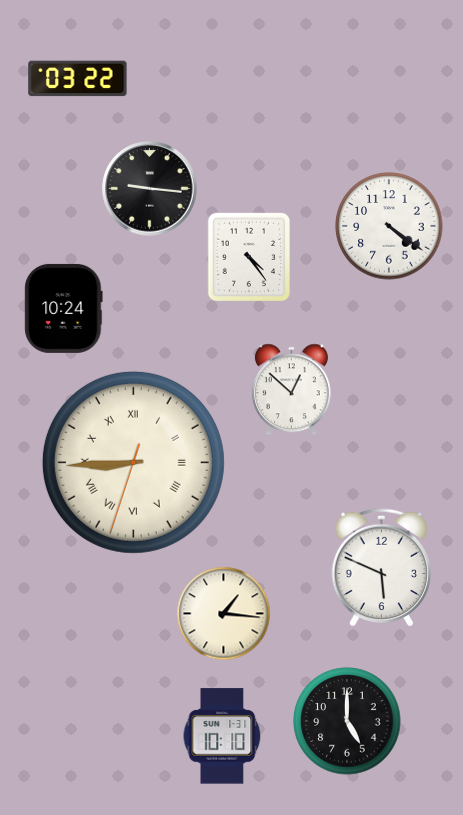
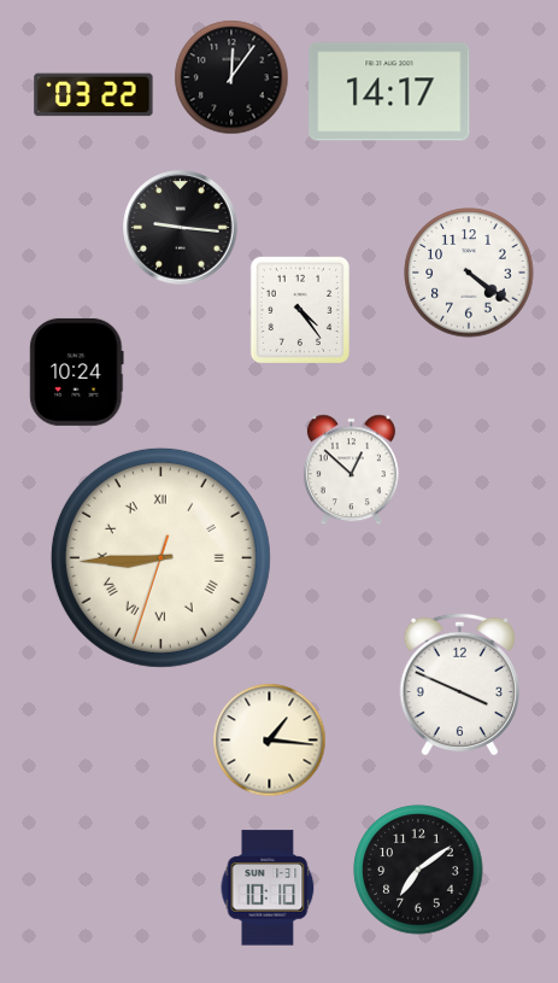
clock at (231, 77): none -> 12:06
clock at (389, 92): none -> 14:17
clock at (381, 567): 5:49 -> 3:49
clock at (347, 721): 5:00 -> 7:09
